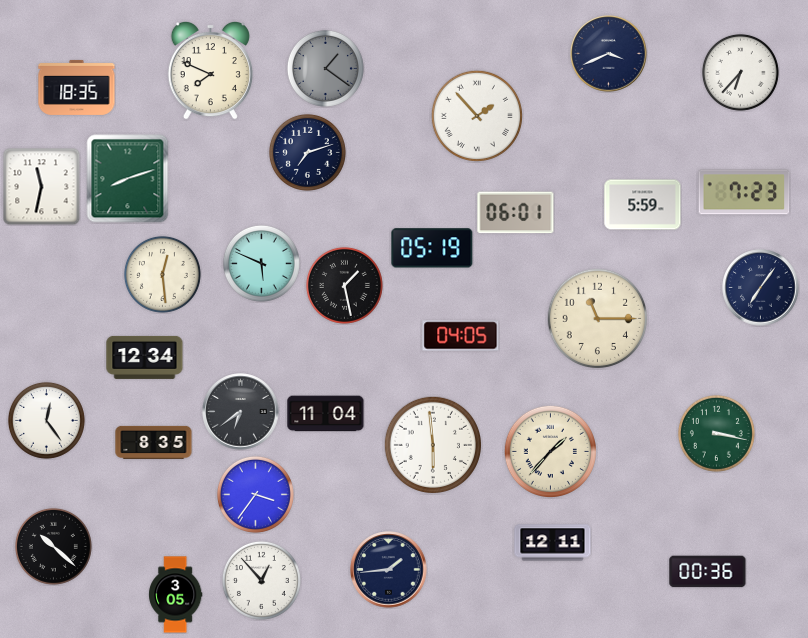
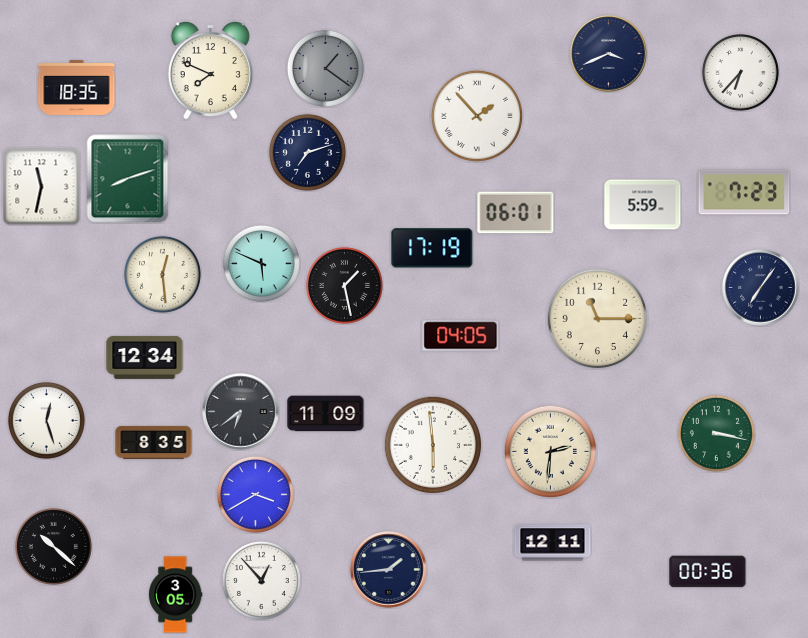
clock at (432, 248): 05:19 -> 17:19
clock at (326, 414): 11:04 -> 11:09
clock at (46, 420): 12:24 -> 12:27
clock at (550, 451): 1:37 -> 2:31
clock at (255, 494): 3:36 -> 3:40
